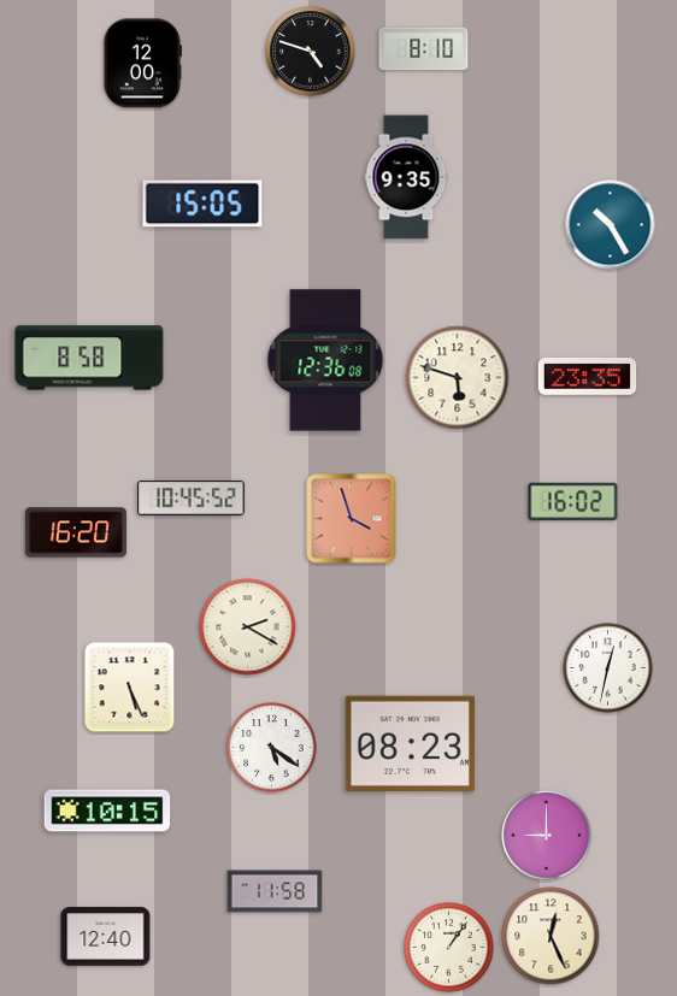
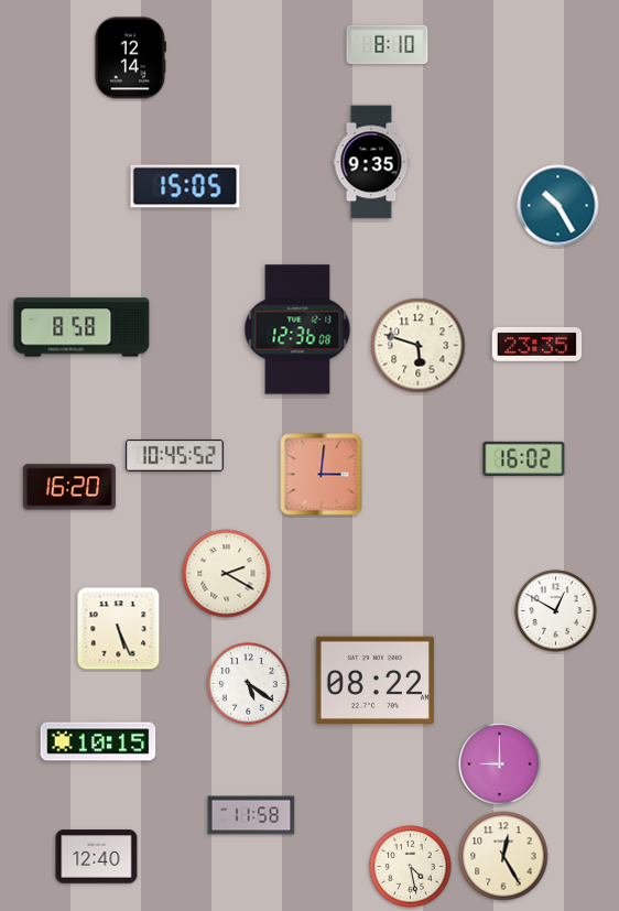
clock at (311, 52): 4:48 -> none
clock at (142, 64): 12:00 -> 12:14
clock at (352, 519): 3:57 -> 3:01
clock at (608, 668): 12:32 -> 12:50
clock at (410, 743): 08:23 -> 08:22
clock at (551, 936): 12:26 -> 12:25
clock at (449, 948): 1:06 -> 4:28
